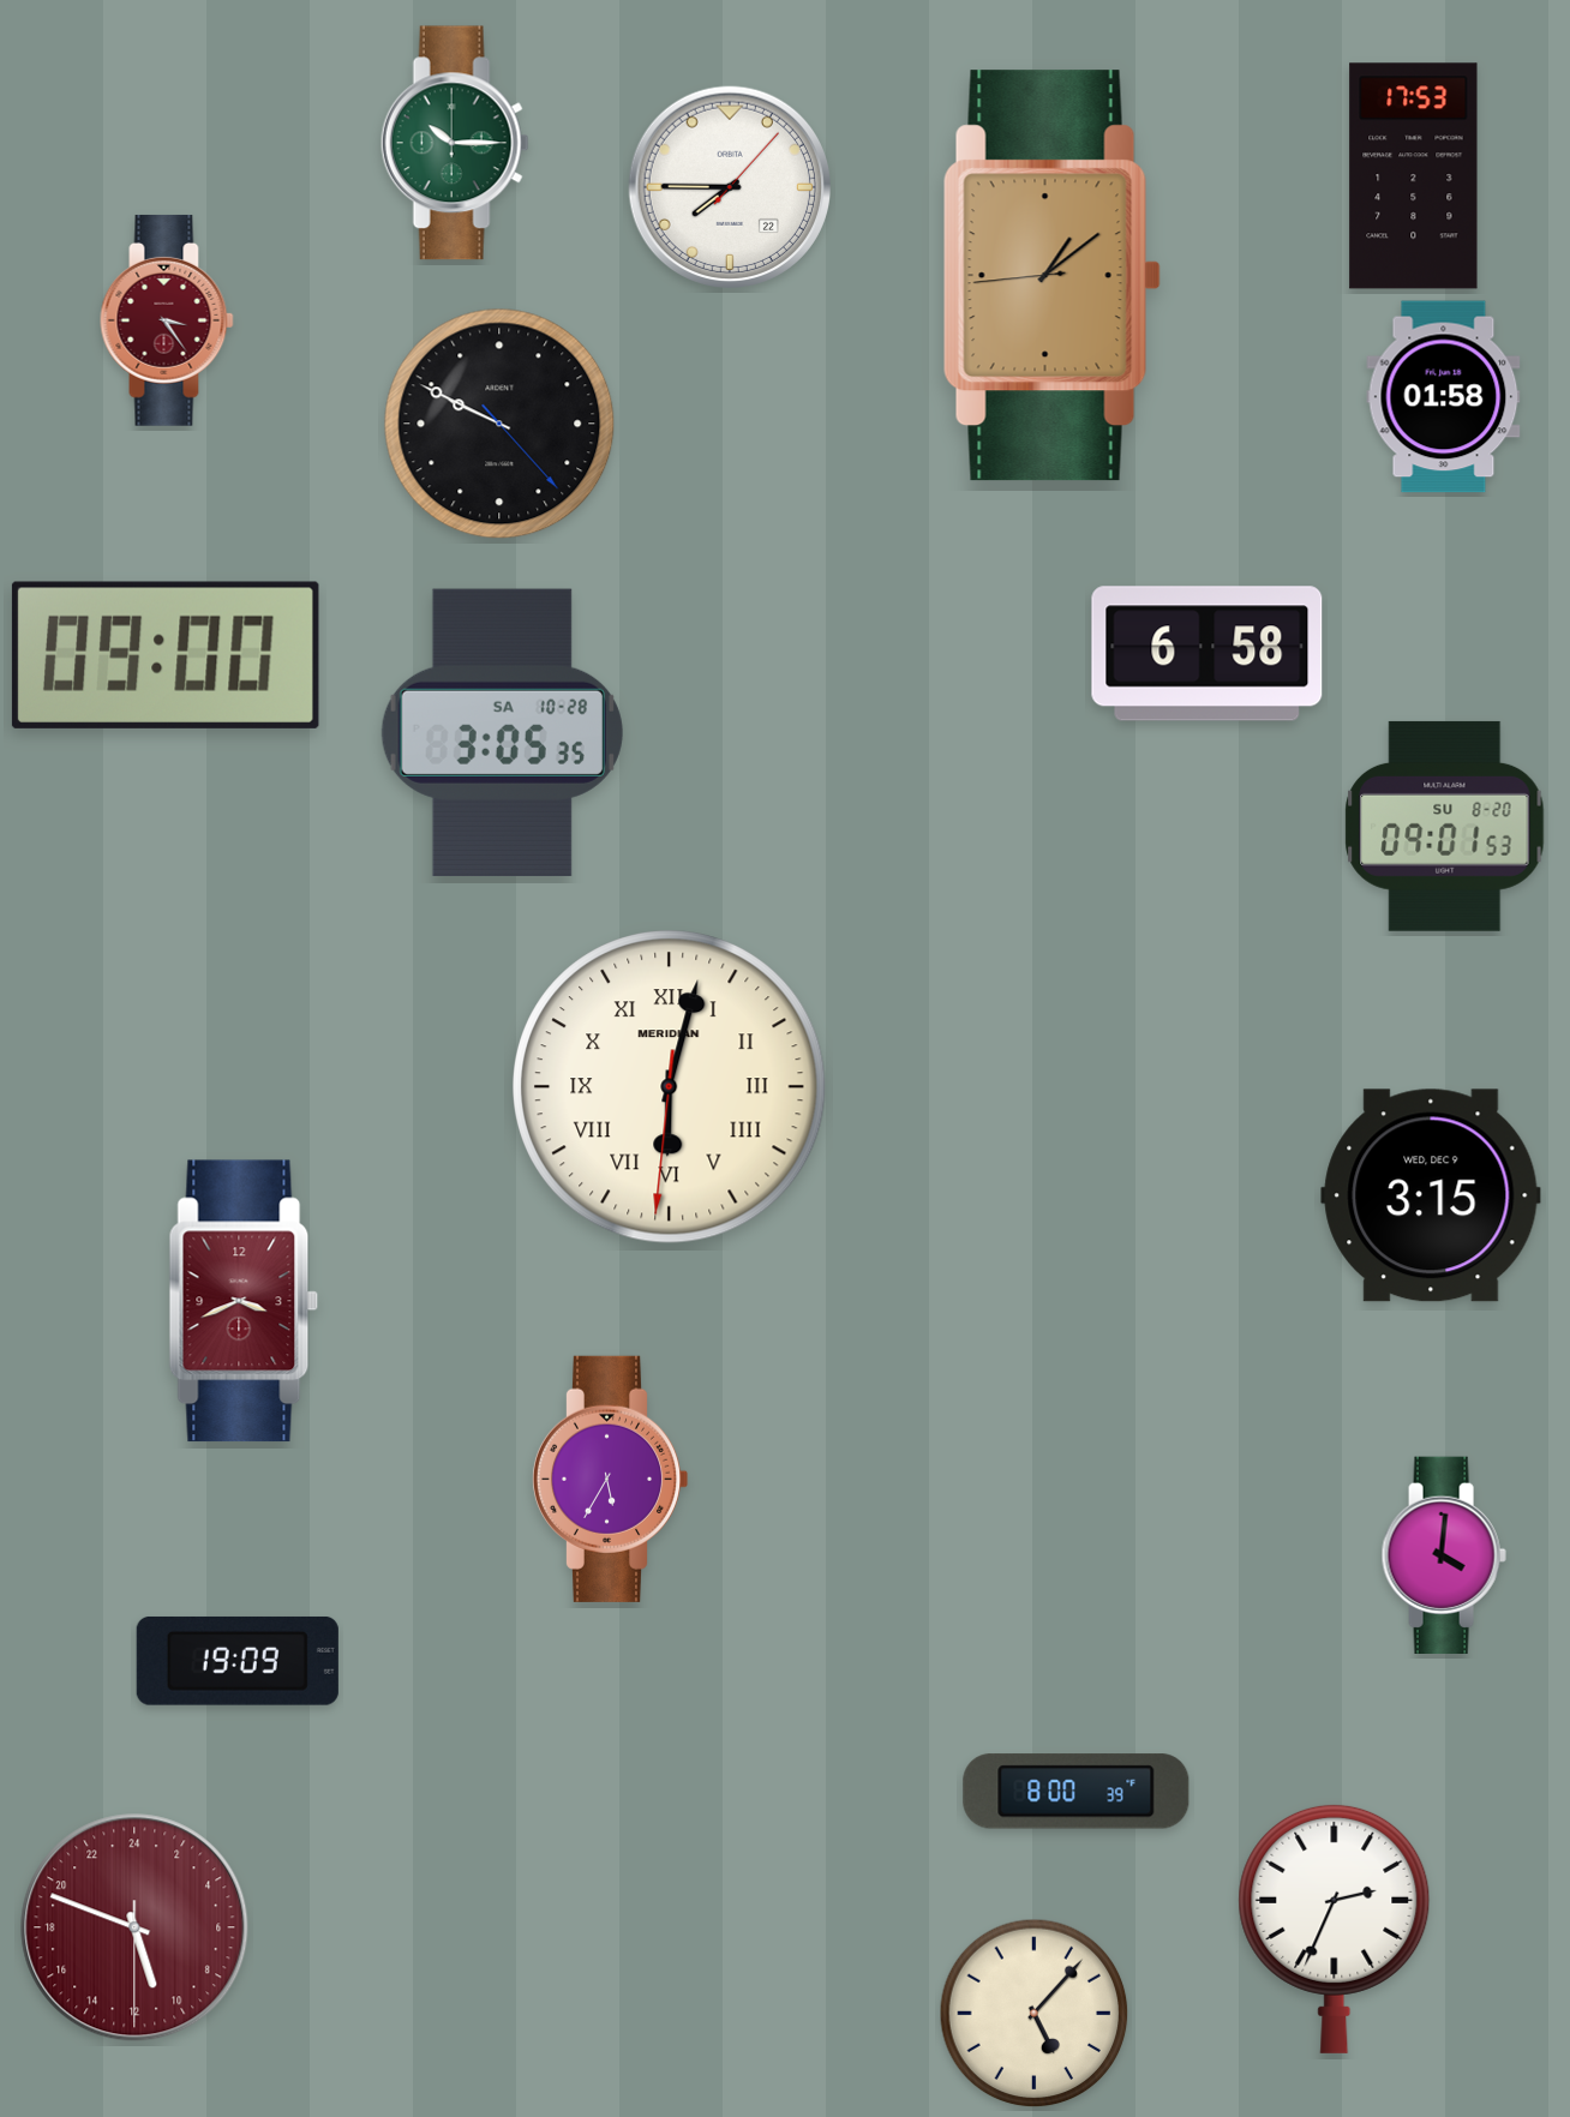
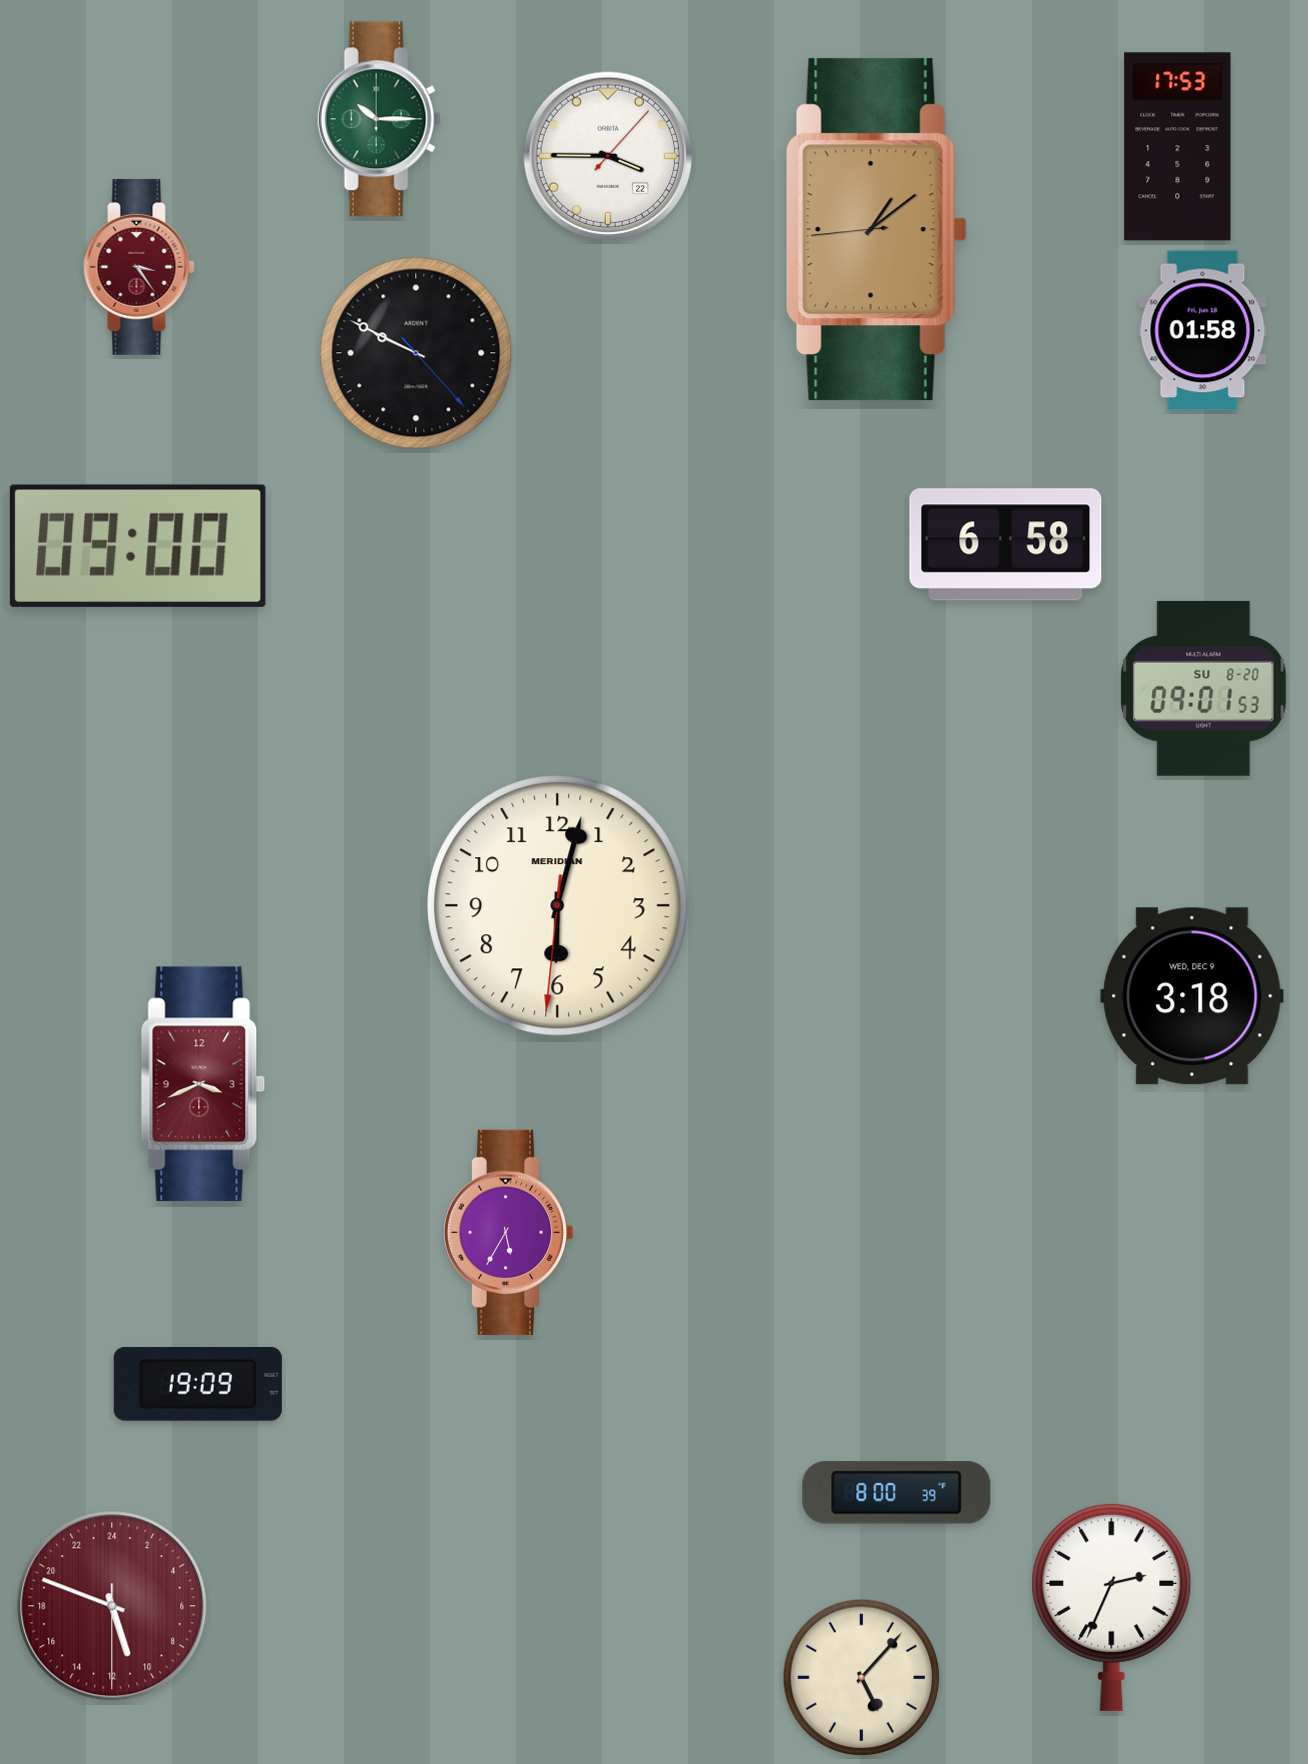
clock at (729, 186): 7:45 -> 3:45
clock at (502, 732): 3:05 -> none
clock at (670, 1087) numerals: Roman -> Arabic
clock at (1431, 1195): 3:15 -> 3:18
clock at (1444, 1554): 4:01 -> none
